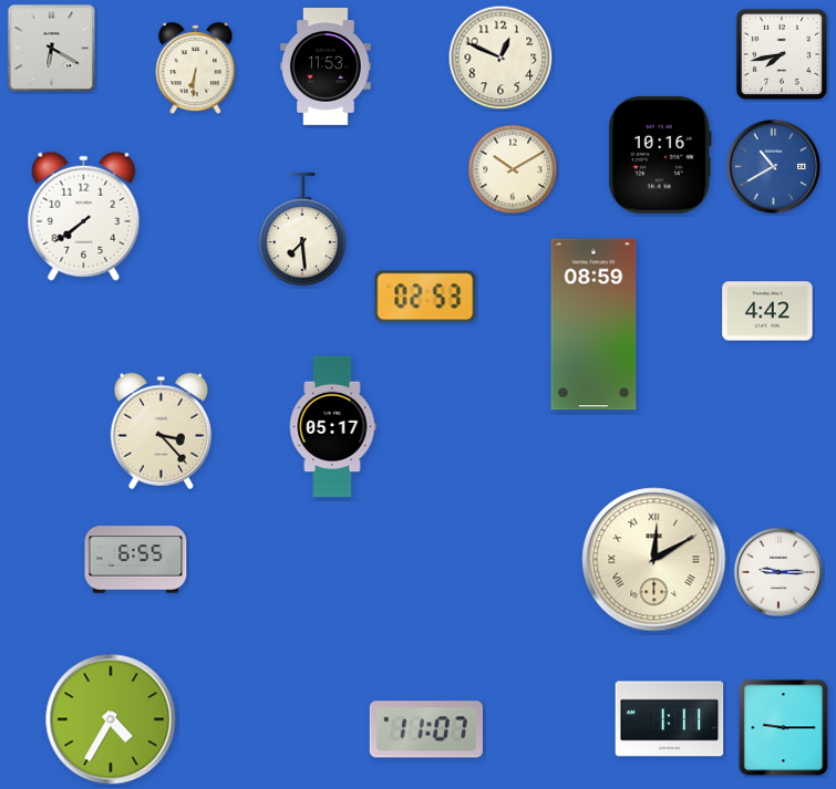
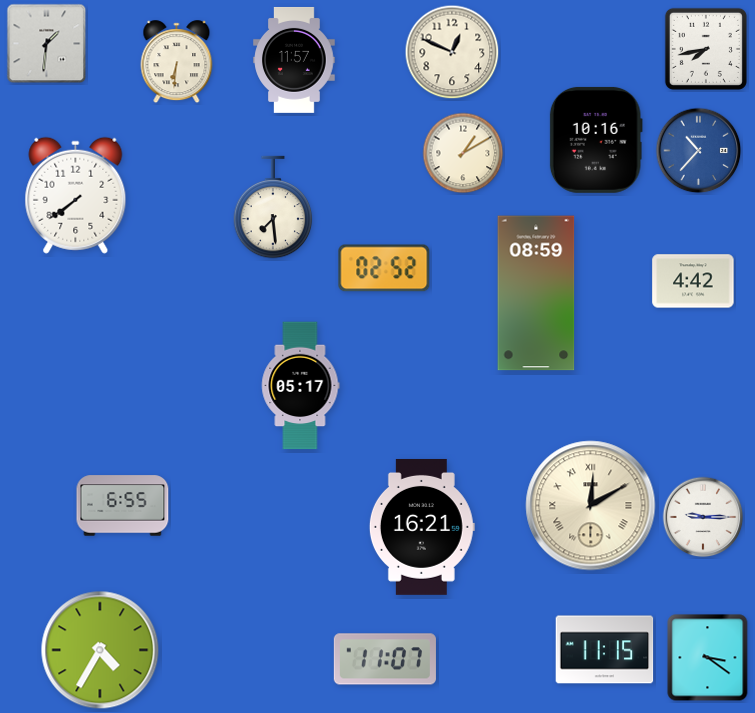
clock at (52, 49): 6:20 -> 1:31
clock at (326, 66): 11:53 -> 11:57
clock at (774, 167): 10:40 -> 10:37
clock at (513, 169): 10:10 -> 1:10
clock at (425, 297): 02:53 -> 02:52
clock at (161, 430): 3:23 -> none
clock at (422, 527): none -> 16:21
clock at (670, 719): 1:11 -> 11:15
clock at (784, 728): 9:15 -> 3:21
